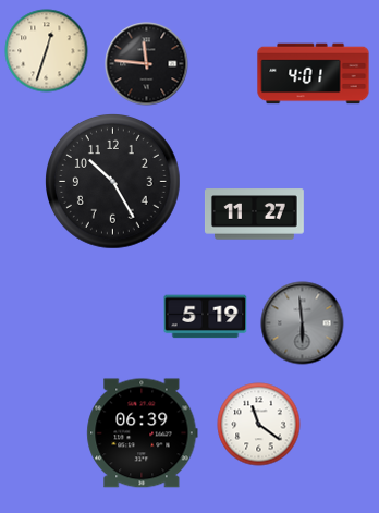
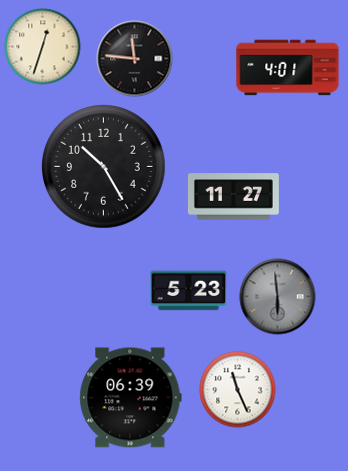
clock at (206, 317): 5:19 -> 5:23
clock at (259, 425): 11:21 -> 11:26
